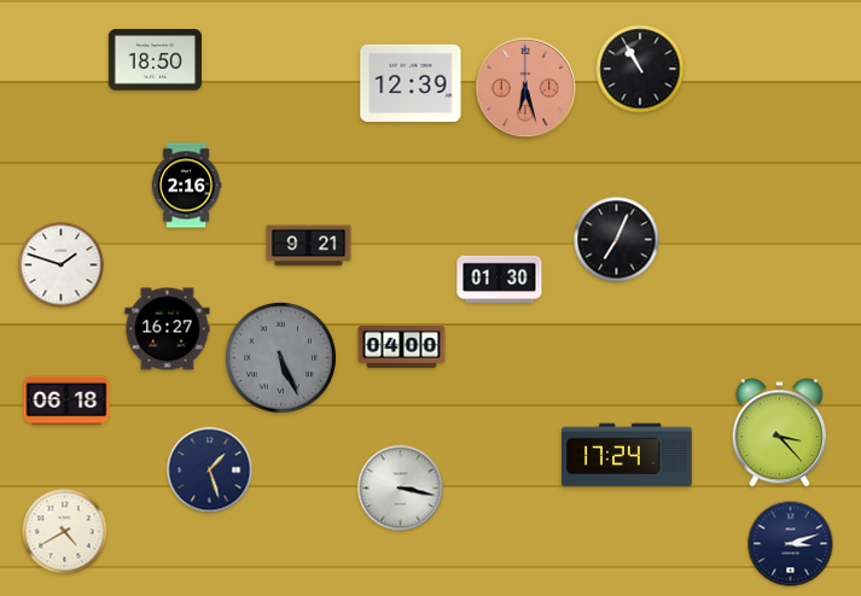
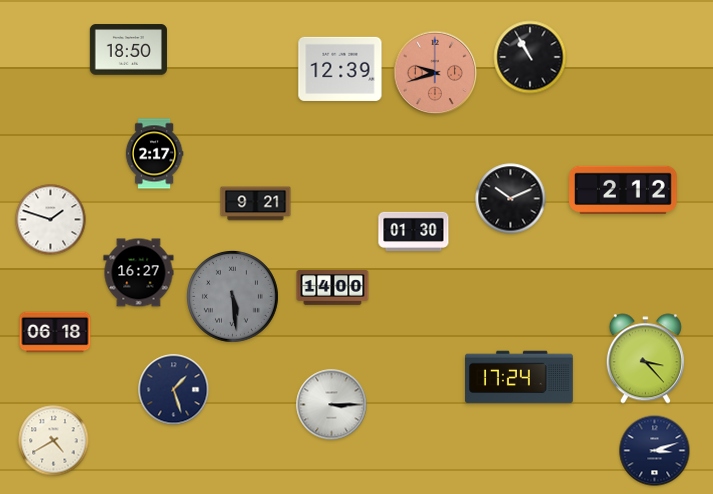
clock at (525, 88): 6:27 -> 9:42
clock at (186, 186): 2:16 -> 2:17
clock at (624, 190): none -> 2:12
clock at (617, 240): 7:04 -> 10:11
clock at (402, 347): 04:00 -> 14:00
clock at (280, 357): 5:26 -> 5:29
clock at (401, 489): 3:17 -> 3:15
